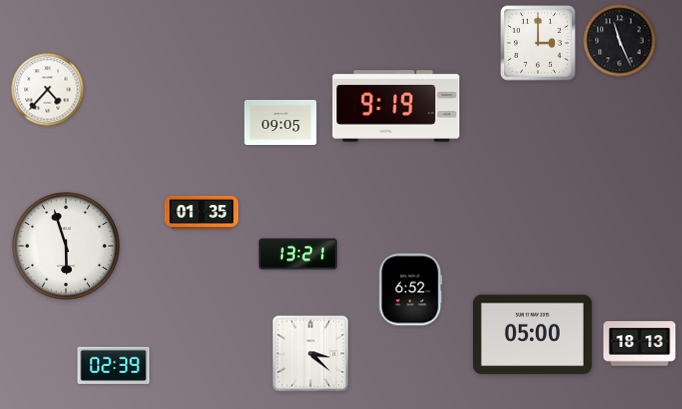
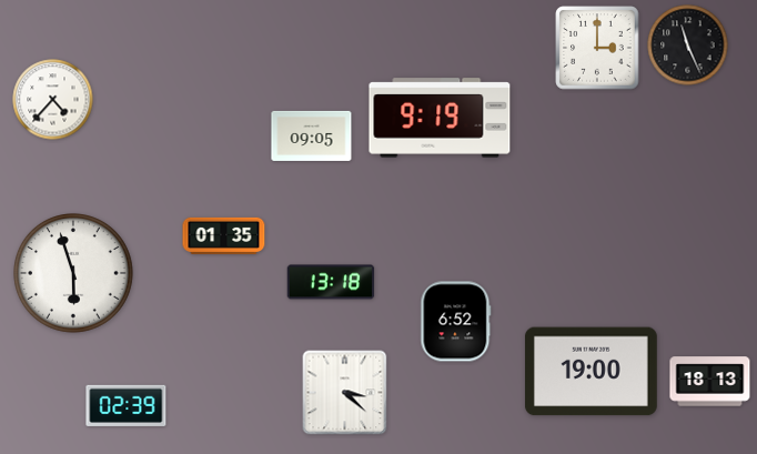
clock at (298, 254): 13:21 -> 13:18
clock at (532, 335): 05:00 -> 19:00
